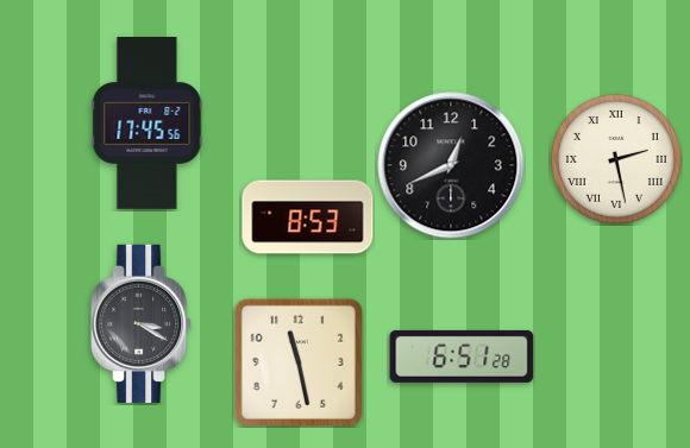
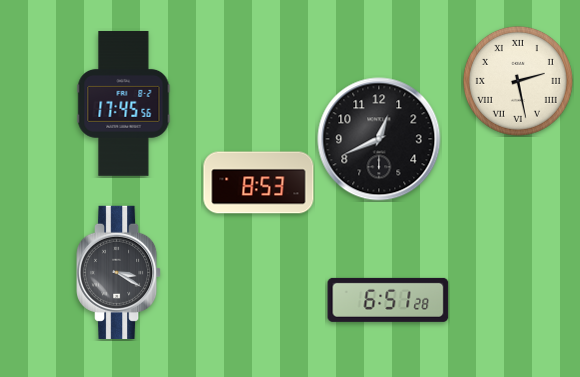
clock at (616, 159) position: (616, 159) -> (518, 81)
clock at (299, 362): 11:28 -> none
